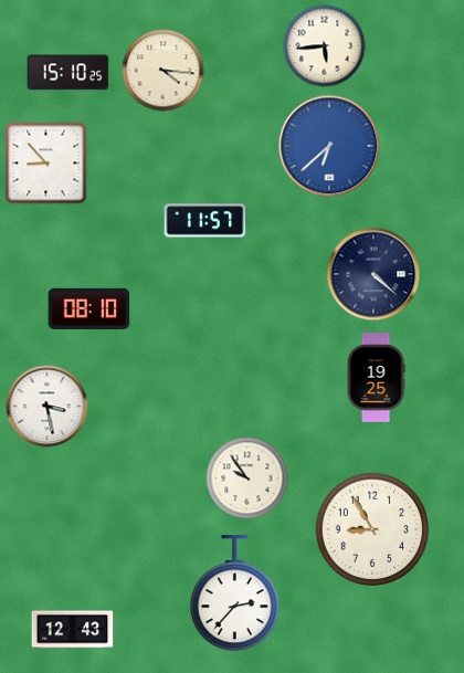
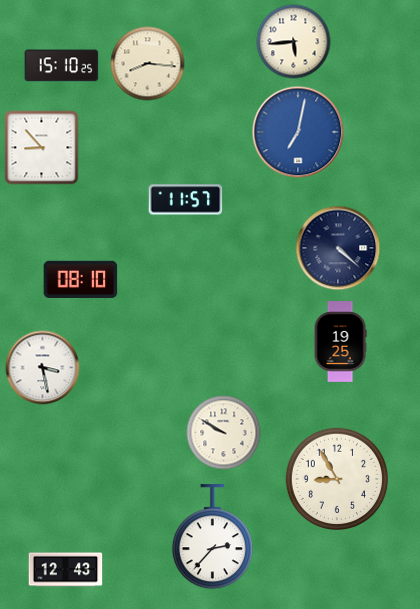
clock at (164, 71): 4:16 -> 8:16
clock at (329, 146): 6:38 -> 7:02
clock at (247, 479): 9:54 -> 9:50
